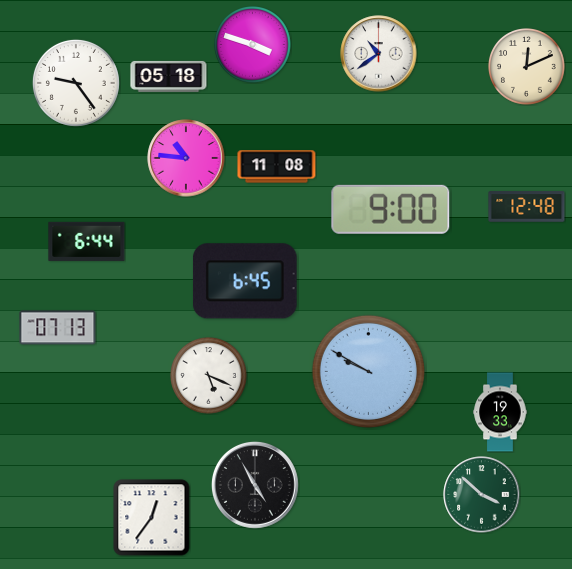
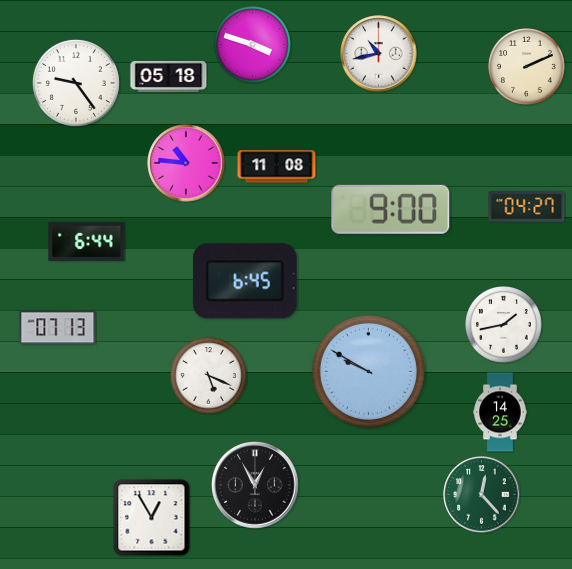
clock at (379, 54): 10:39 -> 10:43
clock at (527, 67): 12:11 -> 2:11
clock at (186, 158) position: (186, 158) -> (186, 163)
clock at (527, 207): 12:48 -> 04:27
clock at (504, 325): none -> 1:43
clock at (500, 412): 19:33 -> 14:25
clock at (255, 485): 4:55 -> 12:55
clock at (482, 495): 3:52 -> 12:23
clock at (152, 518): 12:36 -> 12:55
